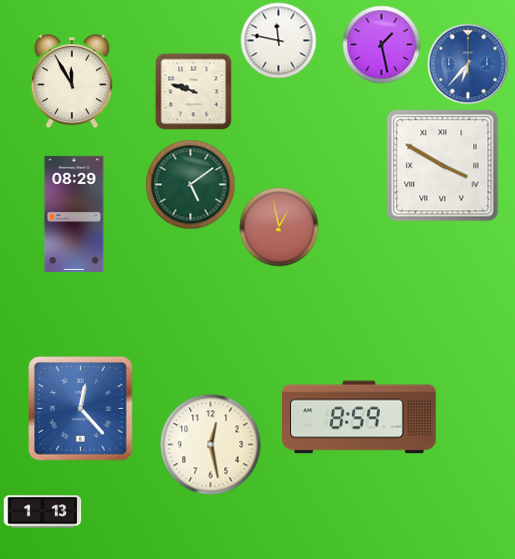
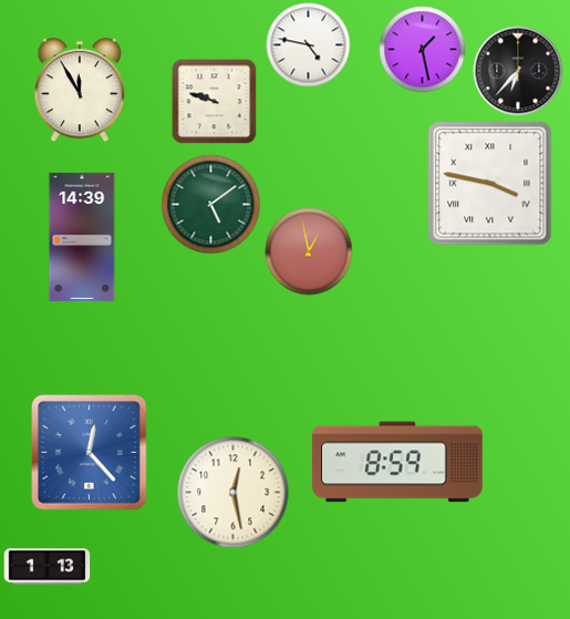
clock at (279, 41): 11:47 -> 4:47
clock at (468, 64) dial: blue -> black
clock at (443, 166): 3:50 -> 3:47
clock at (74, 214): 08:29 -> 14:39
